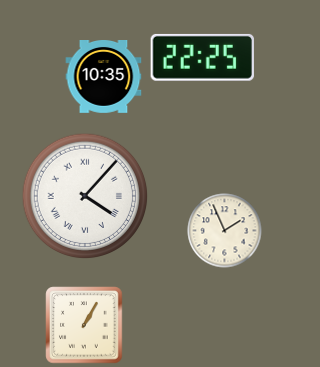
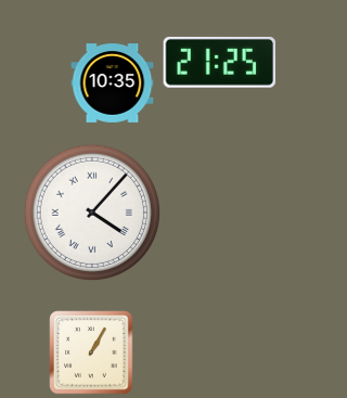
clock at (202, 57): 22:25 -> 21:25
clock at (225, 231): 1:56 -> none
